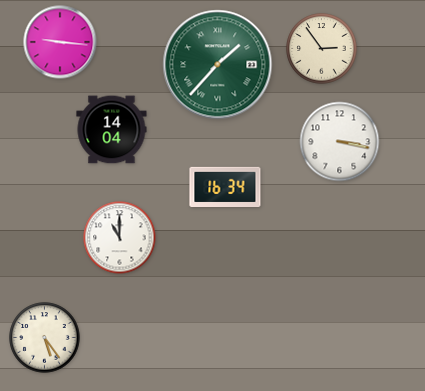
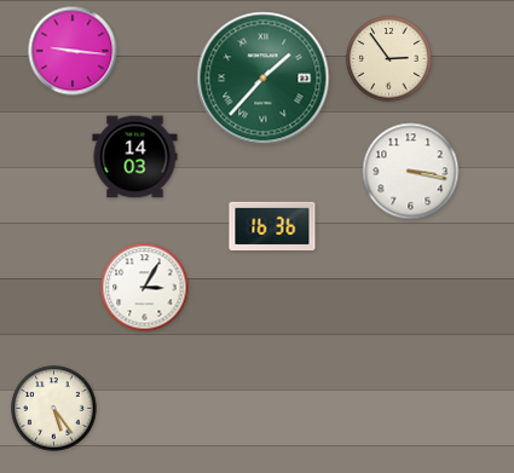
clock at (112, 130): 14:04 -> 14:03
clock at (225, 187): 16:34 -> 16:36
clock at (120, 238): 11:00 -> 3:05
